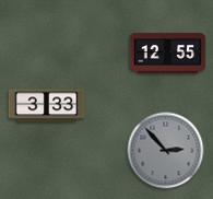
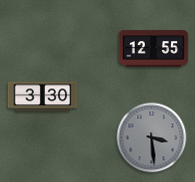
clock at (47, 106): 3:33 -> 3:30
clock at (166, 151): 2:53 -> 3:29
